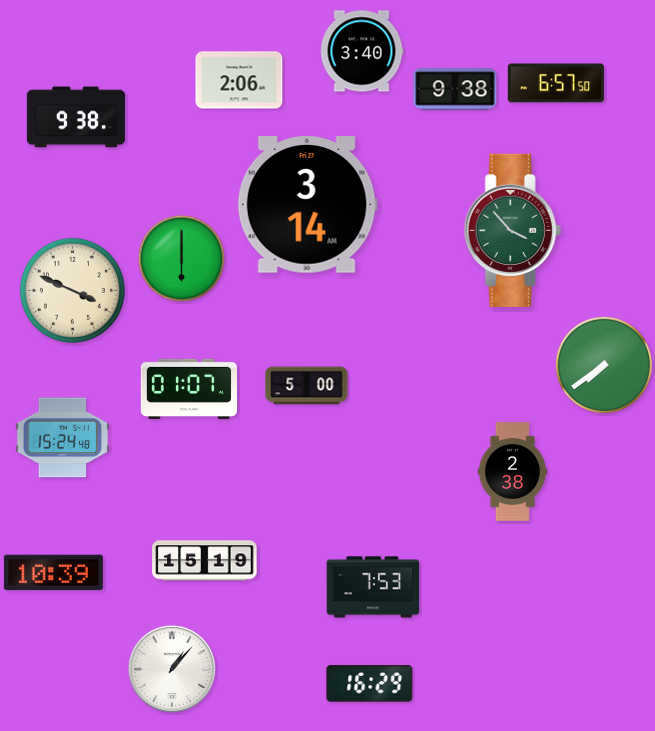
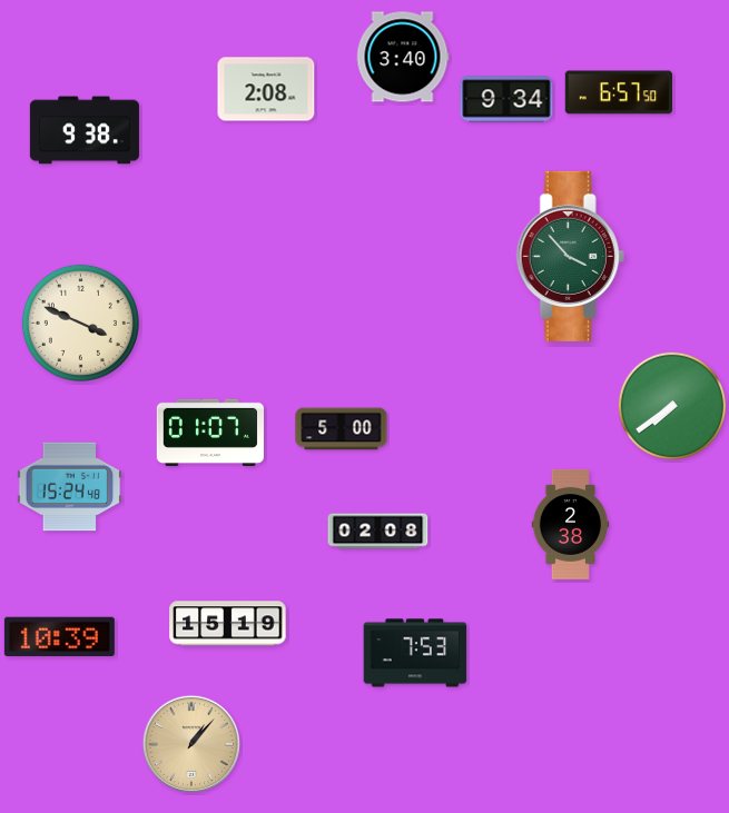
clock at (239, 80): 2:06 -> 2:08
clock at (455, 89): 9:38 -> 9:34
clock at (307, 205): 3:14 -> none
clock at (182, 259): 6:00 -> none
clock at (378, 532): none -> 02:08
clock at (171, 668) dial: white -> champagne
clock at (370, 684): 16:29 -> none
